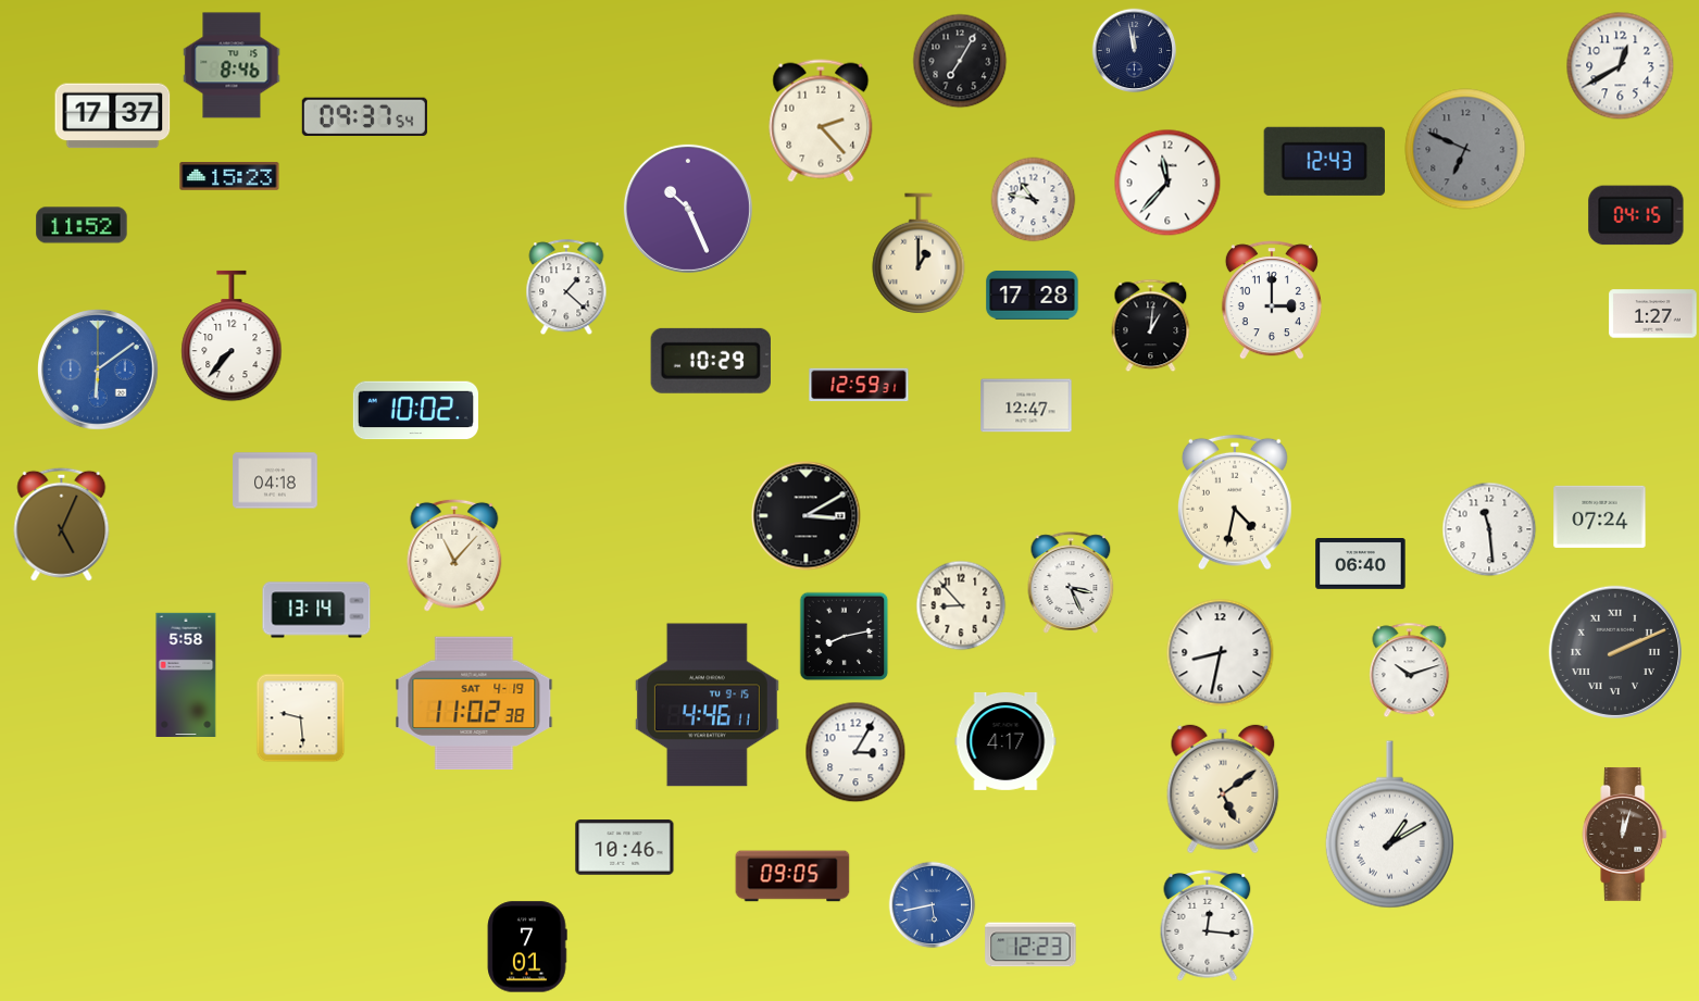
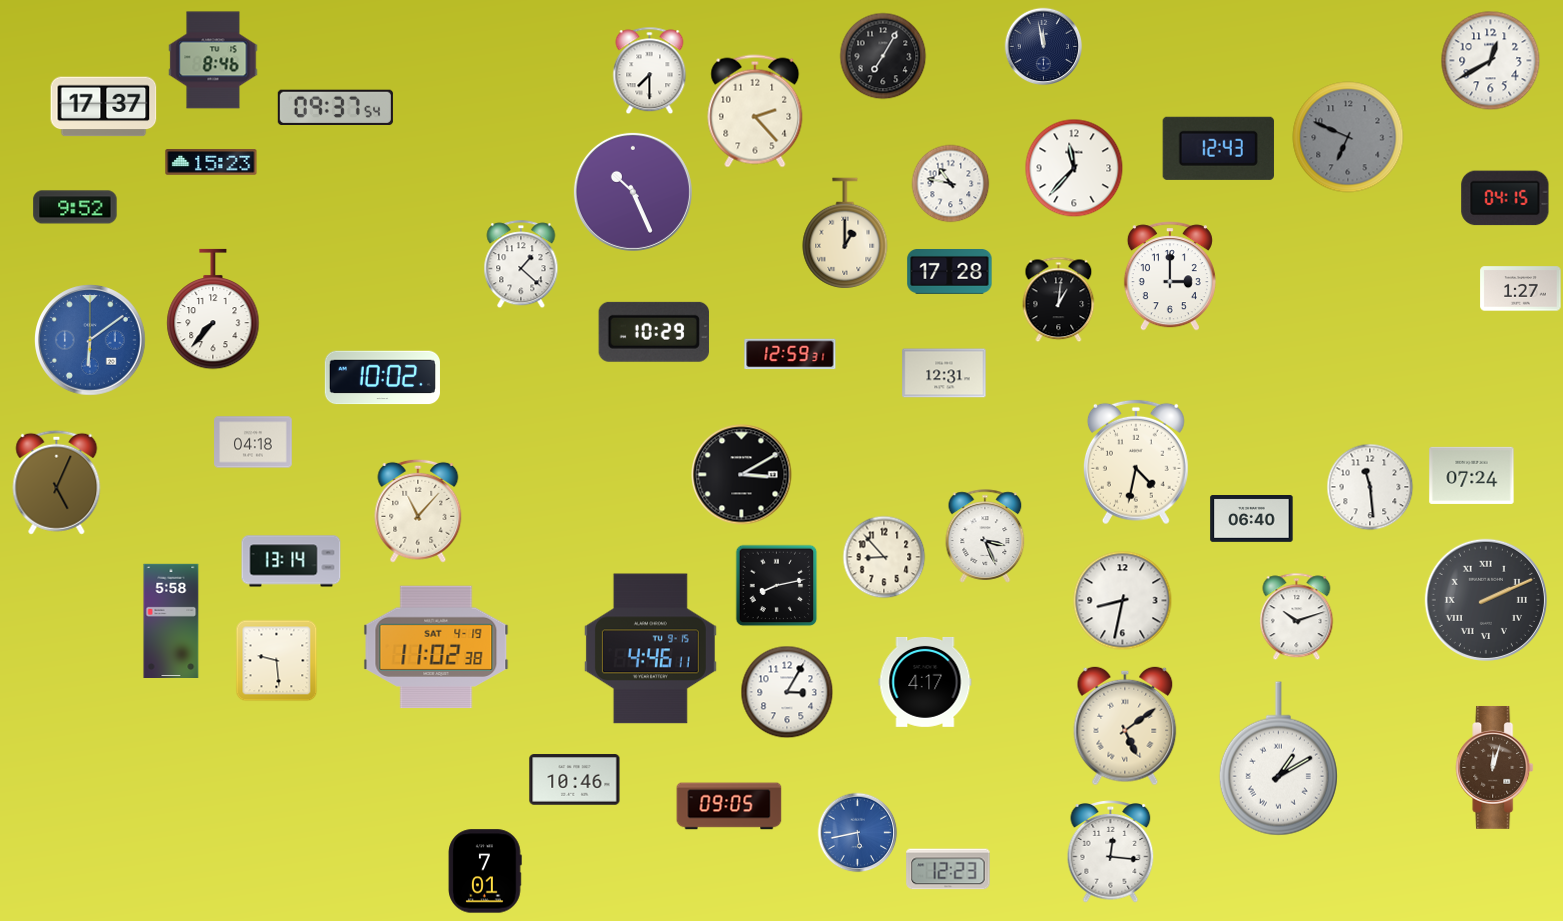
clock at (650, 70): none -> 7:30
clock at (82, 225): 11:52 -> 9:52
clock at (1026, 405): 12:47 -> 12:31
